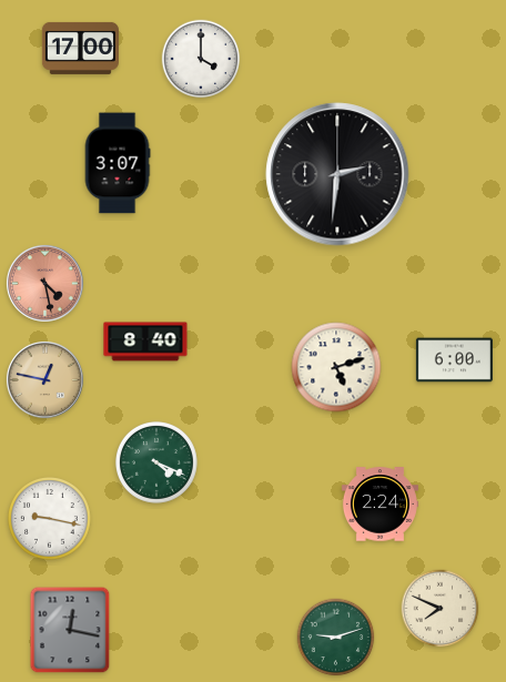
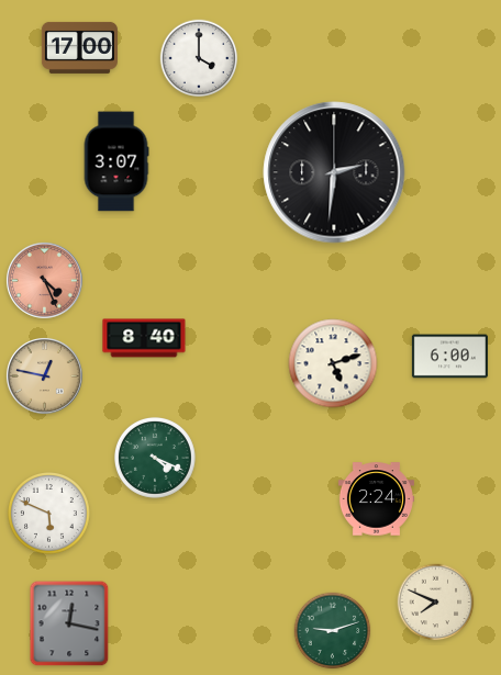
clock at (44, 283): 4:28 -> 4:26
clock at (50, 519): 9:17 -> 5:49
